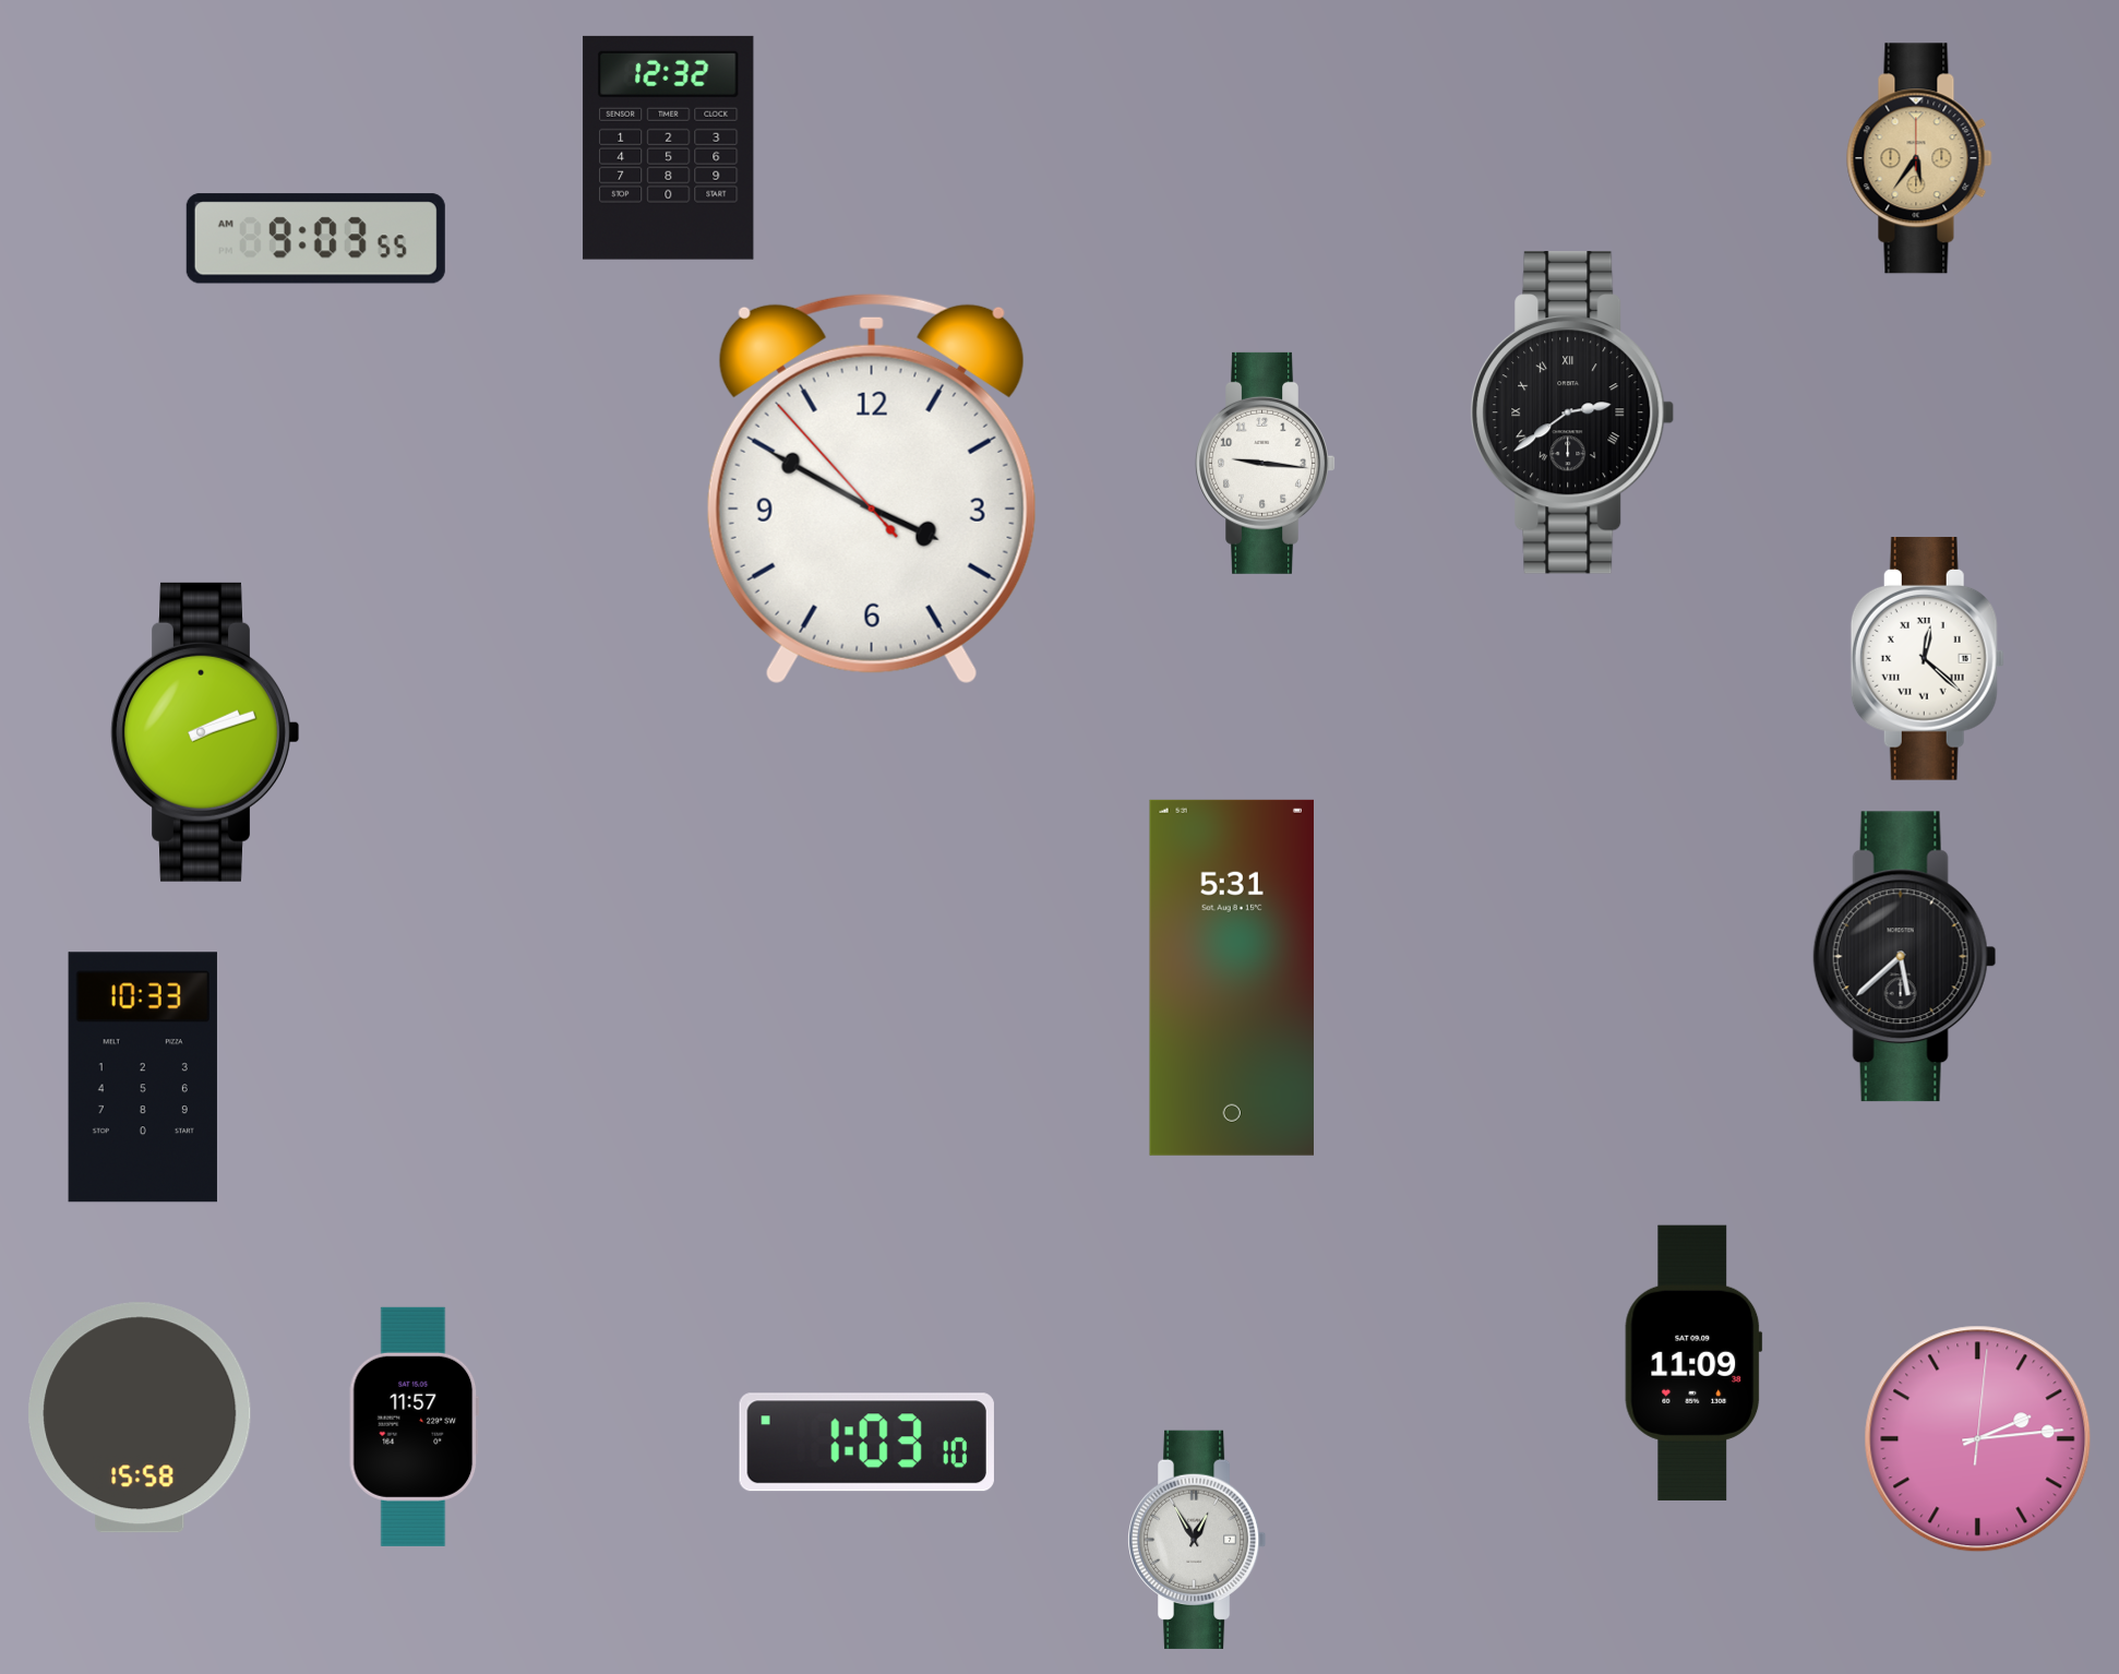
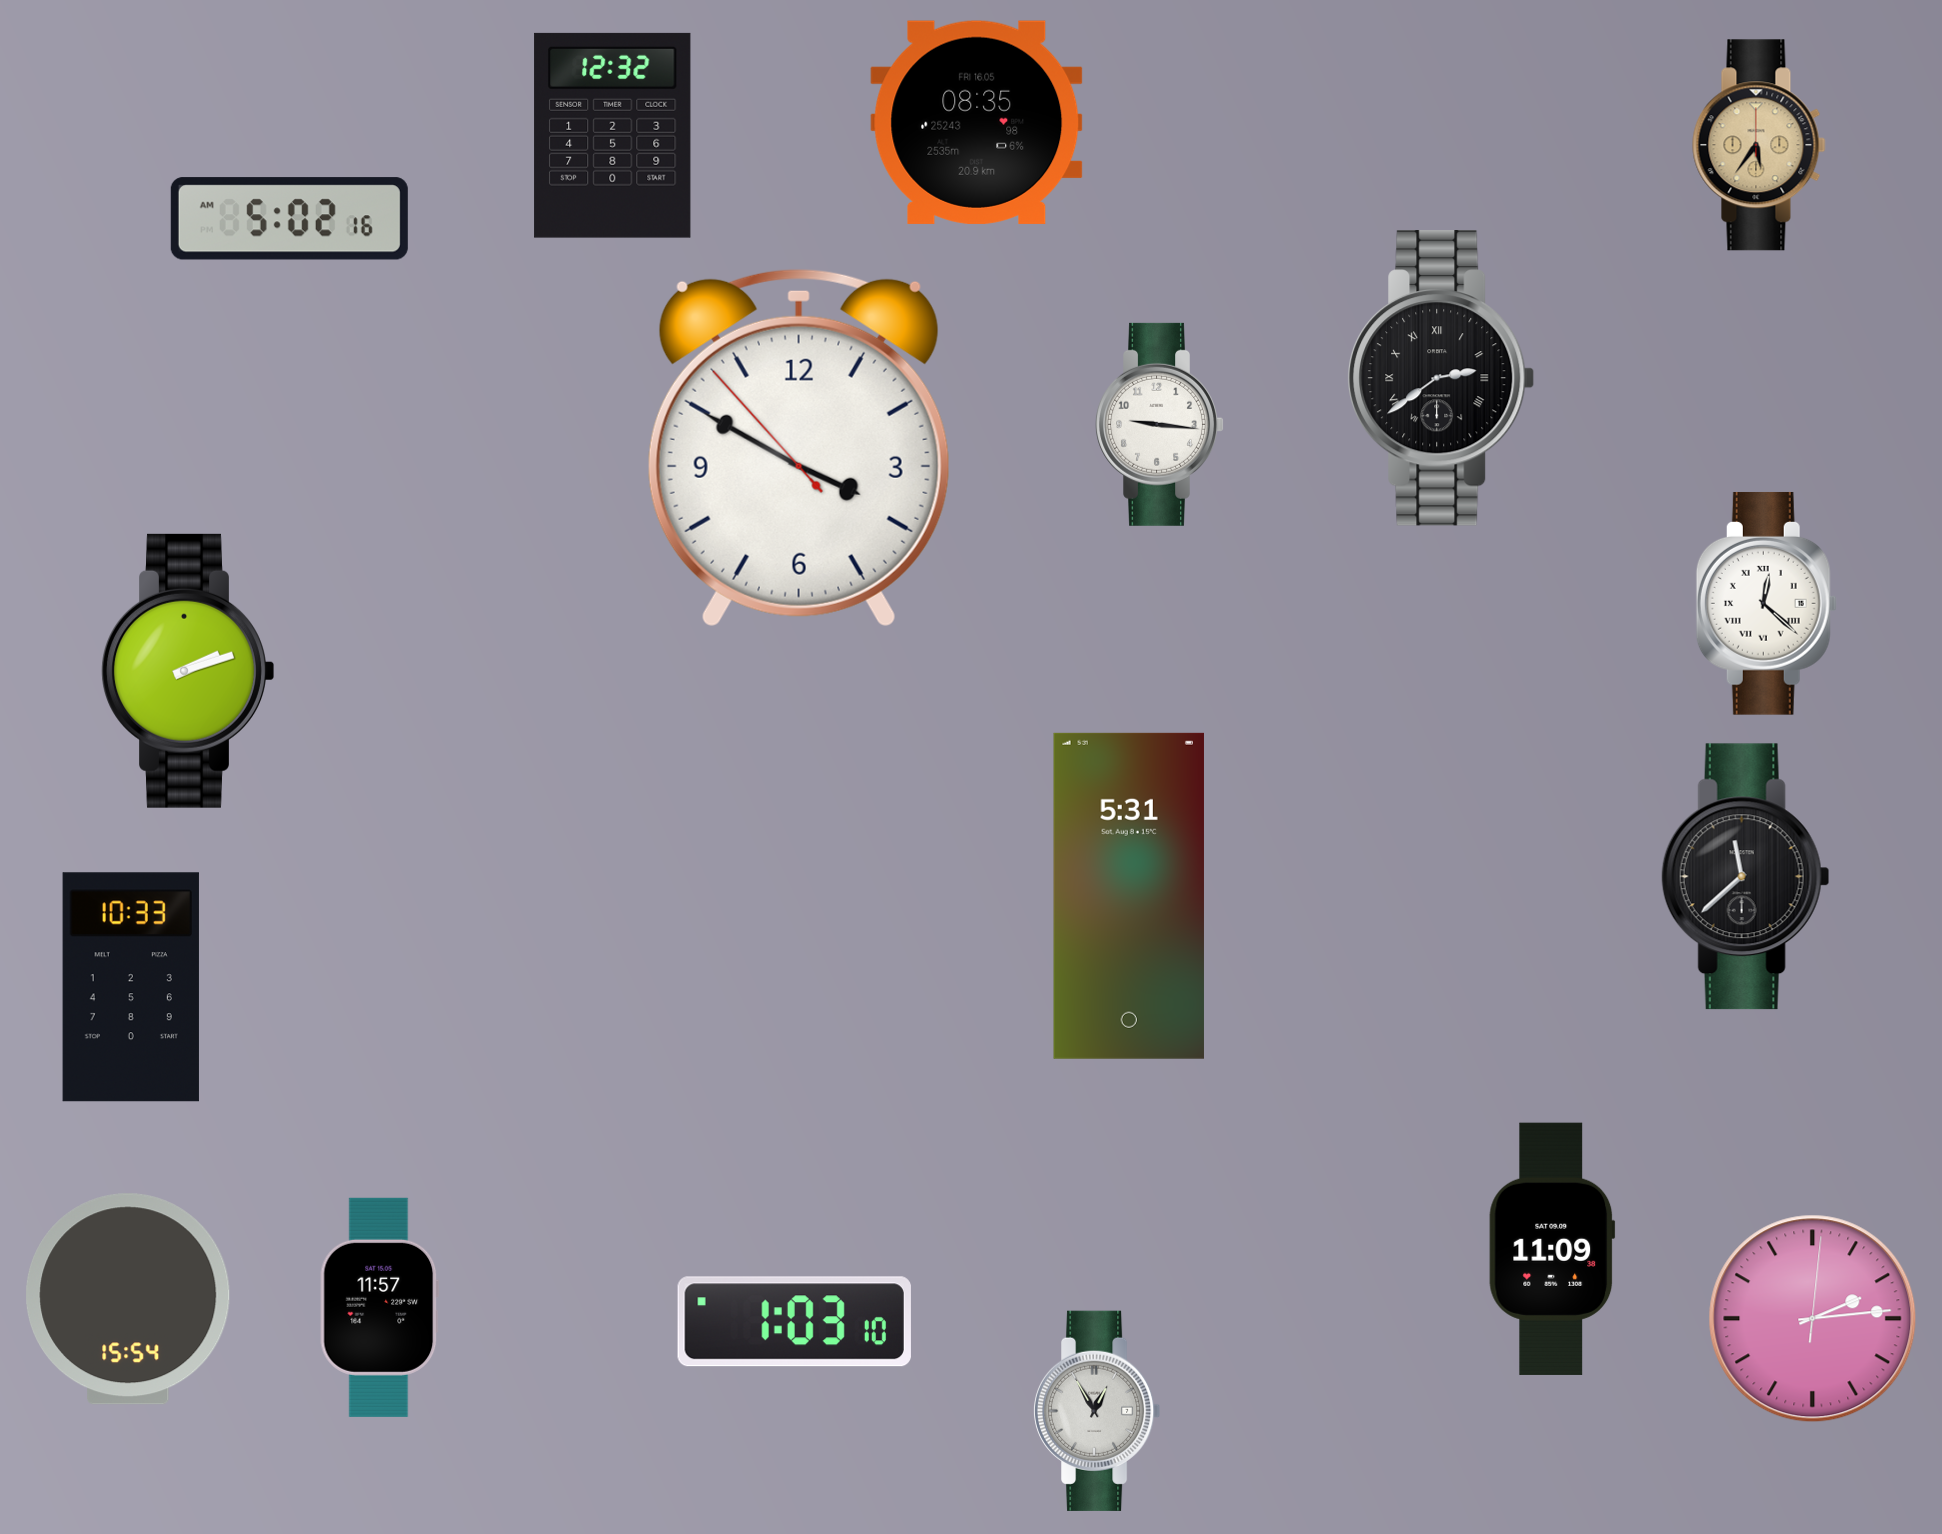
clock at (977, 122): none -> 08:35
clock at (315, 239): 9:03 -> 5:02
clock at (1904, 957): 5:38 -> 11:38
clock at (140, 1418): 15:58 -> 15:54
